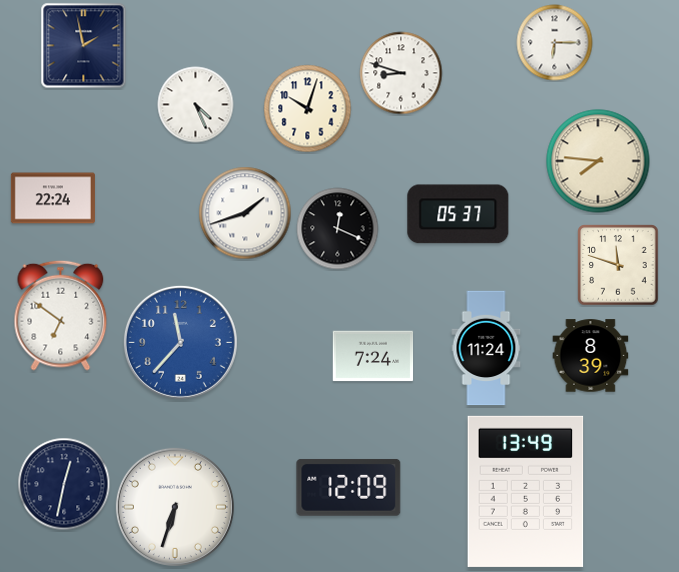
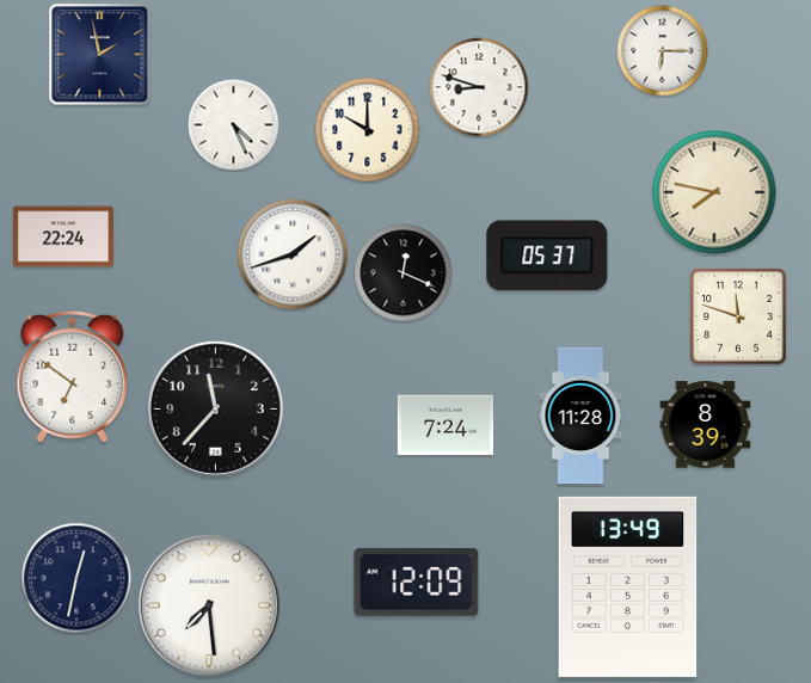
clock at (308, 109): 10:03 -> 10:00
clock at (598, 161): 7:46 -> 7:47
clock at (180, 342) dial: blue -> black
clock at (486, 348): 11:24 -> 11:28
clock at (175, 507): 6:33 -> 7:29
